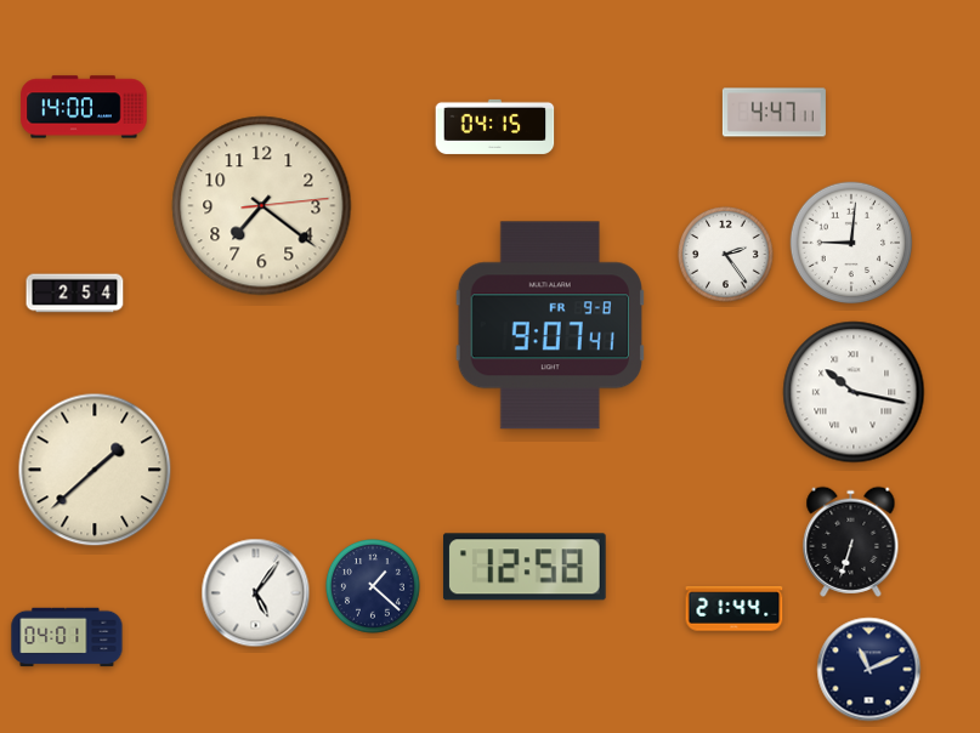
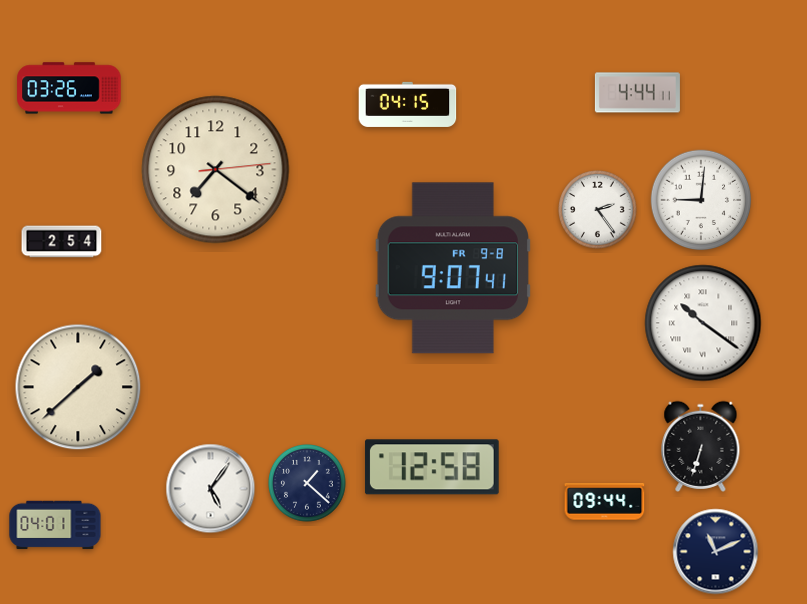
clock at (84, 107): 14:00 -> 03:26
clock at (774, 113): 4:47 -> 4:44
clock at (854, 392): 10:17 -> 10:21
clock at (735, 609): 21:44 -> 09:44
